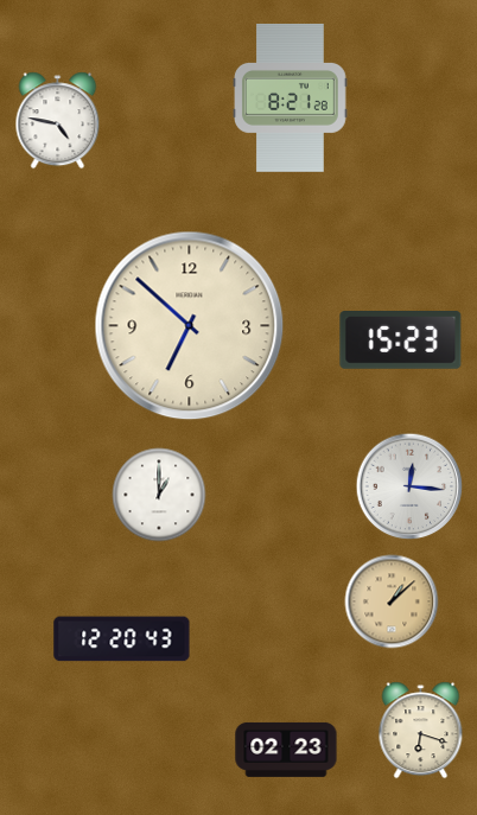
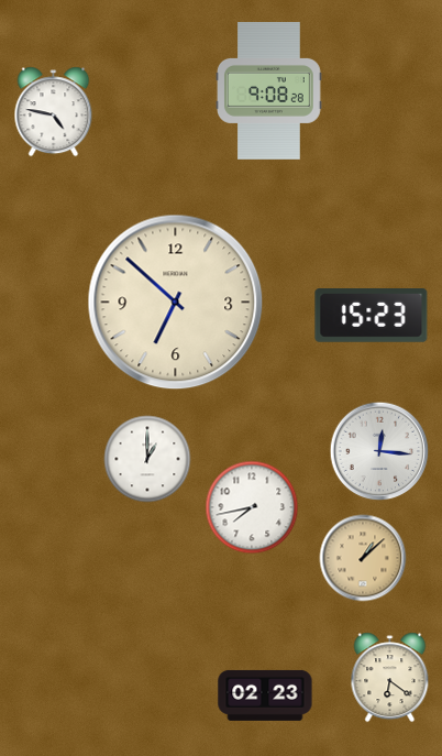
clock at (291, 97): 8:21 -> 9:08
clock at (252, 507): none -> 7:43
clock at (122, 639): 12:20 -> none
clock at (421, 731): 6:18 -> 6:21
